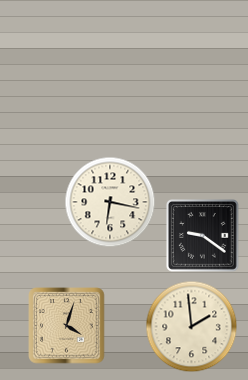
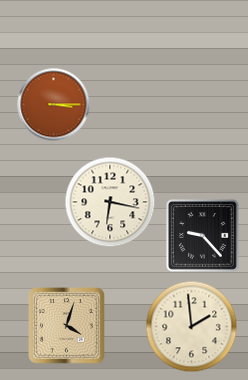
clock at (54, 105): none -> 3:15
clock at (203, 236): 9:21 -> 9:23
